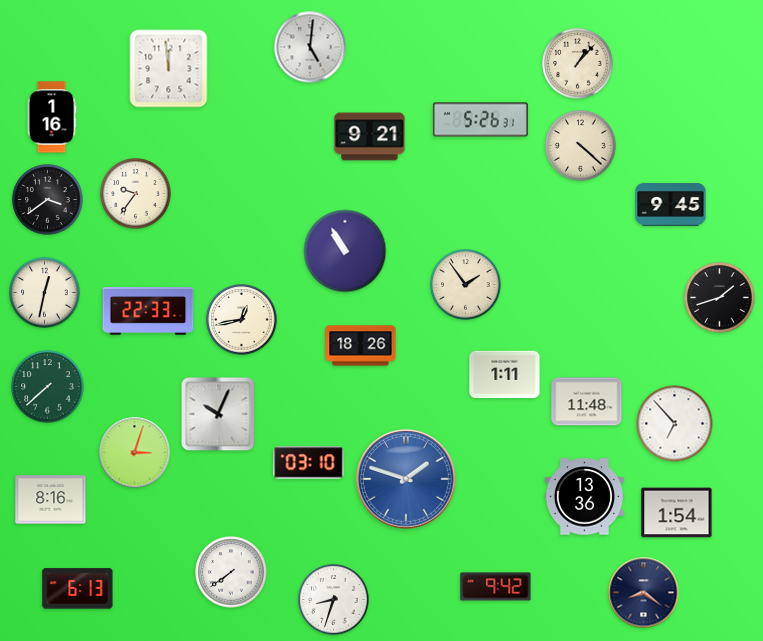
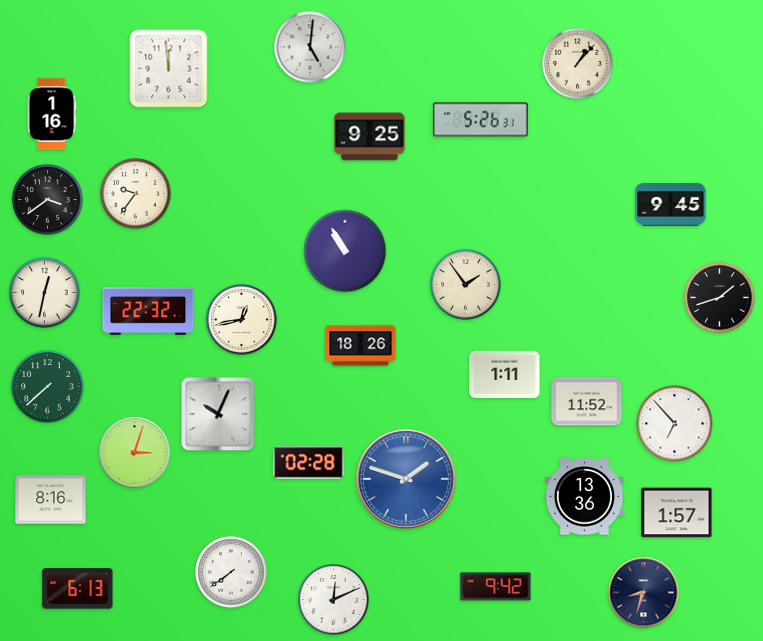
clock at (52, 117) position: (52, 117) -> (52, 114)
clock at (370, 137): 9:21 -> 9:25
clock at (581, 146): 4:22 -> none
clock at (148, 311): 22:33 -> 22:32
clock at (587, 402): 11:48 -> 11:52
clock at (309, 463): 03:10 -> 02:28
clock at (677, 513): 1:54 -> 1:57
clock at (644, 593): 8:21 -> 8:33
clock at (334, 600): 8:33 -> 12:11
